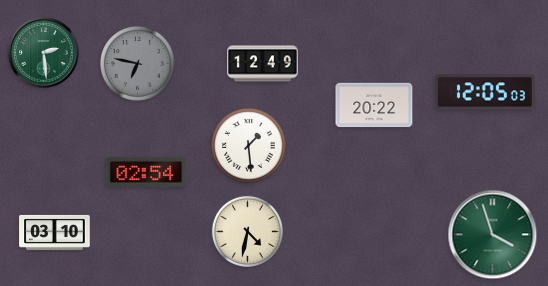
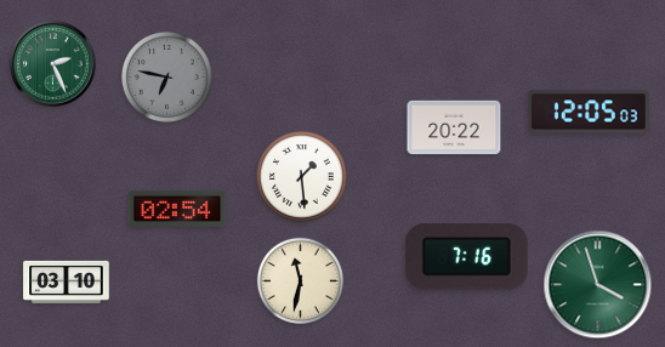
clock at (44, 53): 2:29 -> 2:26
clock at (263, 64): 12:49 -> none
clock at (466, 257): none -> 7:16
clock at (247, 231): 4:32 -> 11:32
